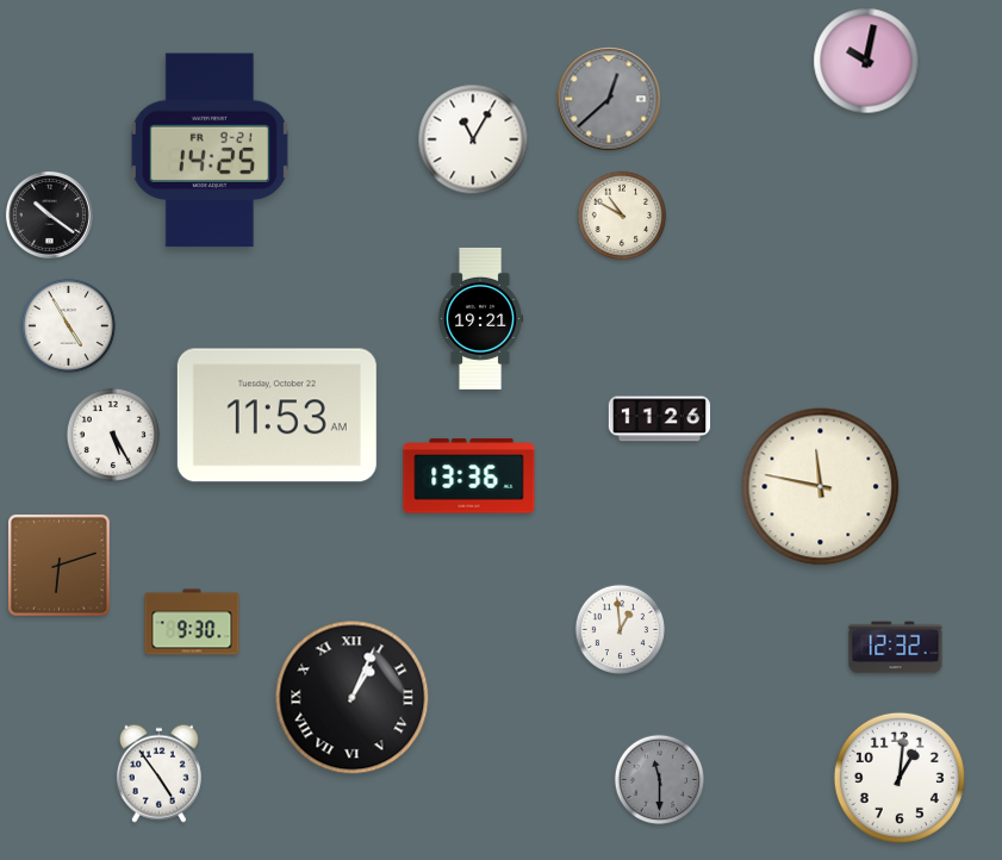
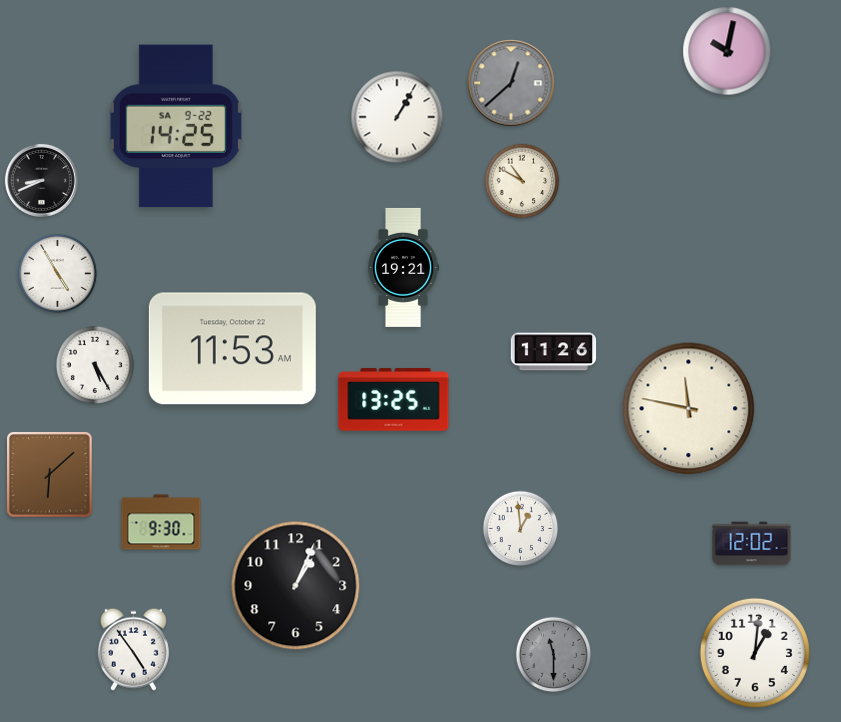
clock at (473, 139): 11:05 -> 1:05
clock at (210, 150) date: FR 9-21 -> SA 9-22
clock at (49, 214): 10:21 -> 8:41
clock at (469, 476): 13:36 -> 13:25
clock at (60, 566): 6:12 -> 6:08
clock at (896, 648): 12:32 -> 12:02
clock at (353, 698) numerals: Roman -> Arabic
